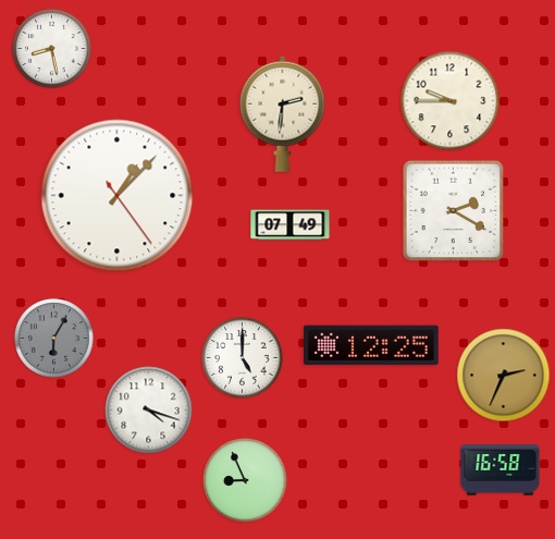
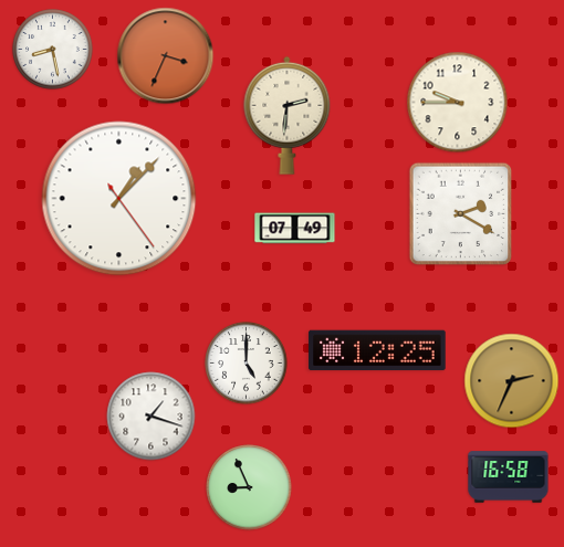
clock at (166, 56): none -> 3:34
clock at (54, 339): 6:05 -> none
clock at (149, 411): 4:18 -> 1:18
